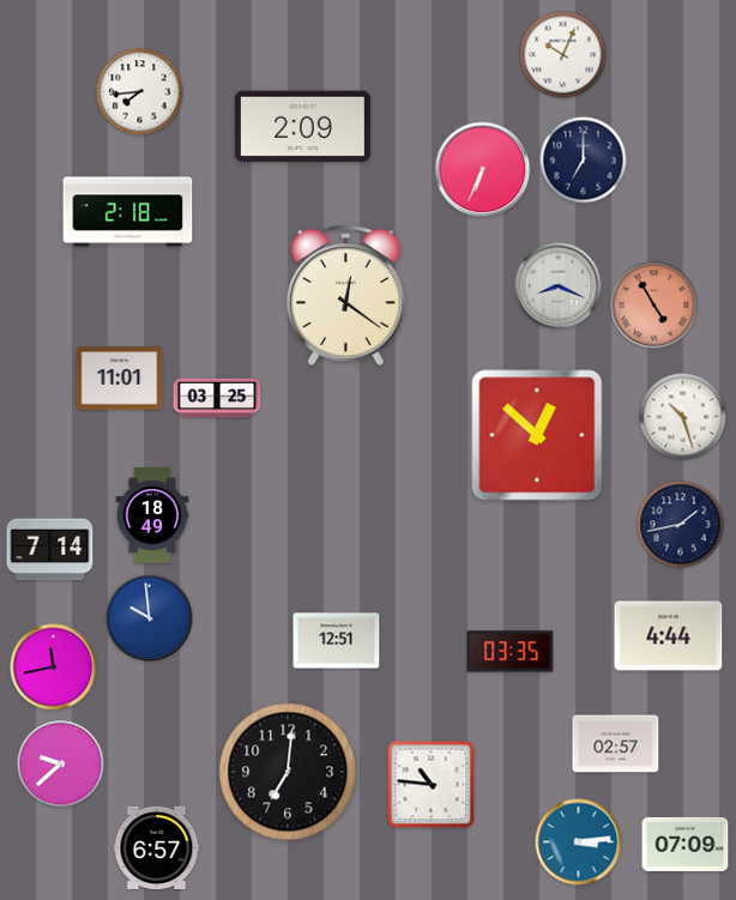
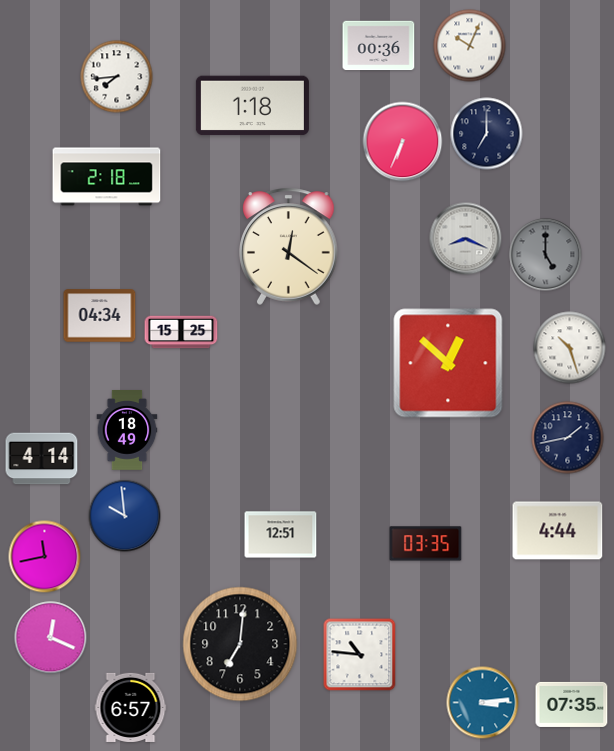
clock at (379, 46): none -> 00:36
clock at (302, 127): 2:09 -> 1:18
clock at (654, 306): 4:55 -> 5:00
clock at (654, 306) dial: salmon -> grey
clock at (120, 379): 11:01 -> 04:34
clock at (217, 398): 03:25 -> 15:25
clock at (50, 550): 7:14 -> 4:14
clock at (616, 744): 02:57 -> none
clock at (61, 765): 9:38 -> 12:19
clock at (686, 844): 07:09 -> 07:35
